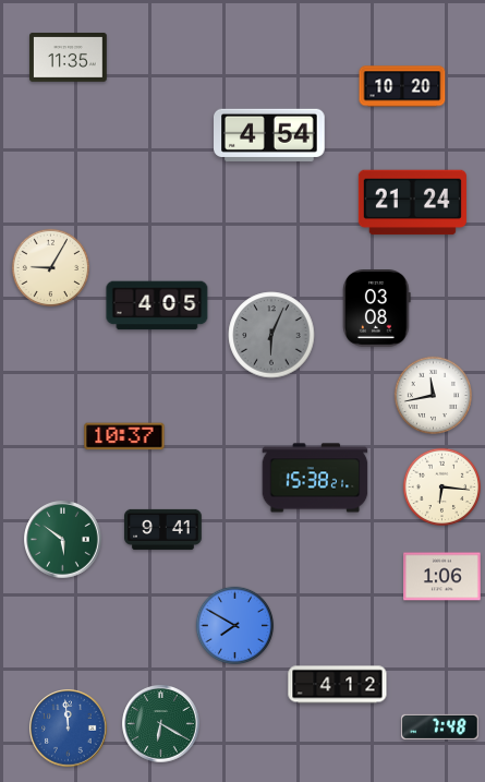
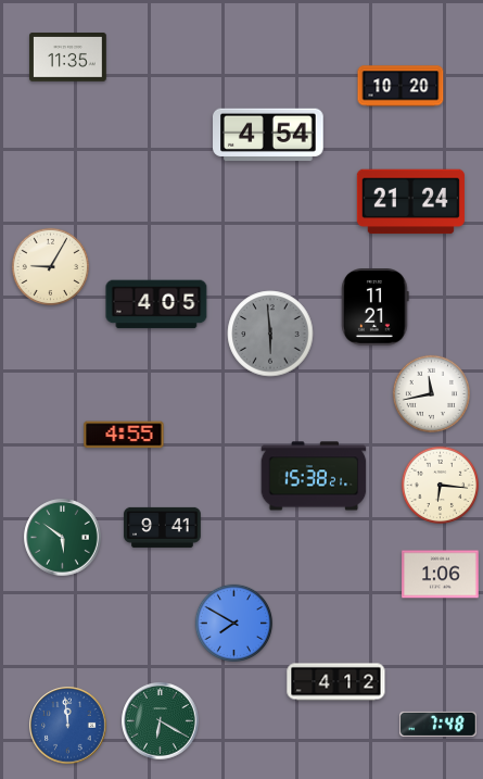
clock at (377, 309): 03:08 -> 11:21
clock at (271, 335): 6:04 -> 5:59
clock at (124, 436): 10:37 -> 4:55
